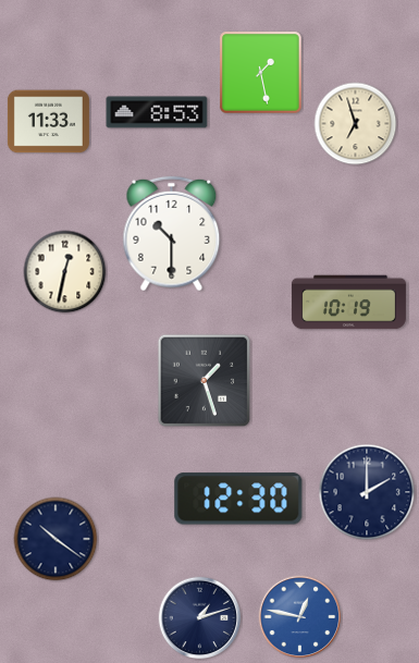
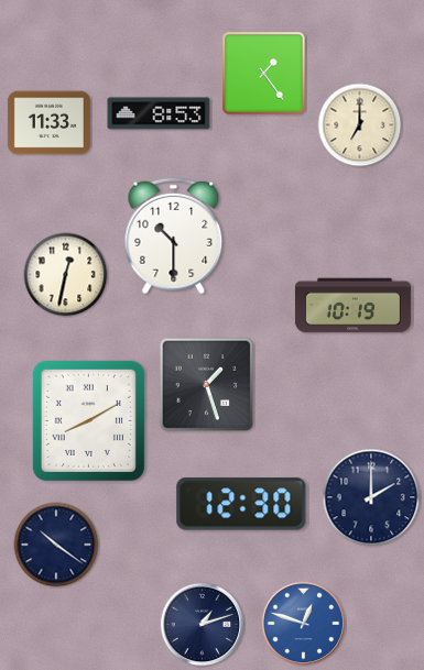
clock at (261, 73): 1:28 -> 1:24
clock at (356, 124): 6:57 -> 7:00
clock at (88, 420): none -> 8:10
clock at (300, 617): 12:47 -> 12:48
